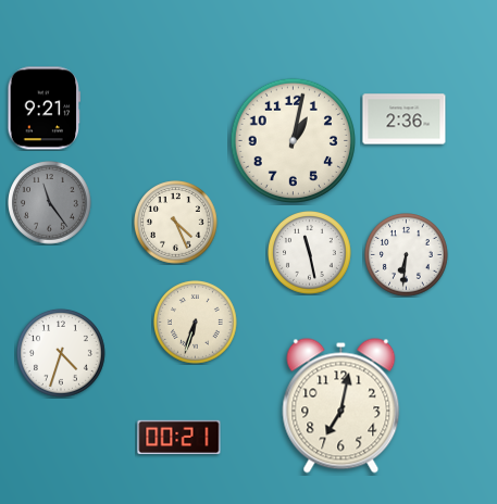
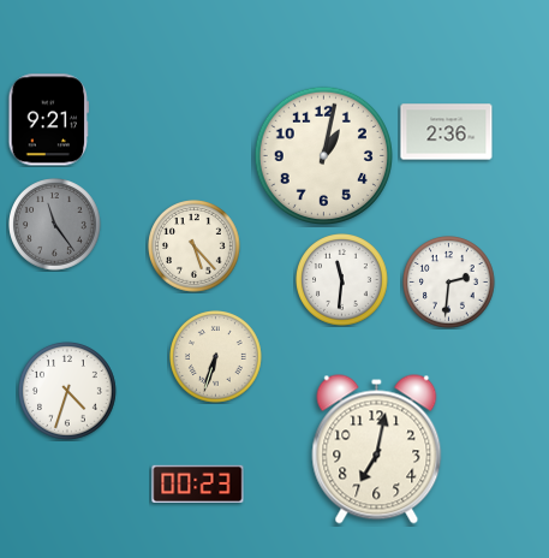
clock at (176, 223): 4:26 -> 5:23
clock at (310, 253): 11:28 -> 11:31
clock at (407, 255): 6:31 -> 2:31
clock at (179, 437): 00:21 -> 00:23
